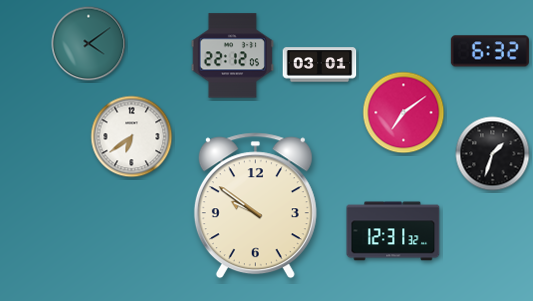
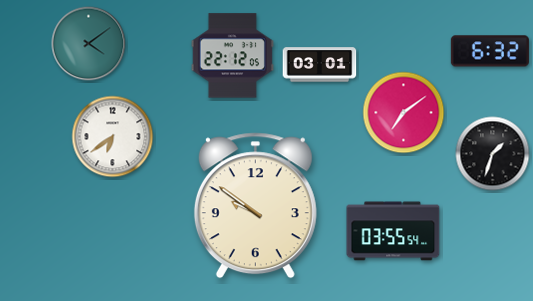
clock at (132, 137) position: (132, 137) -> (113, 137)
clock at (393, 231): 12:31 -> 03:55
